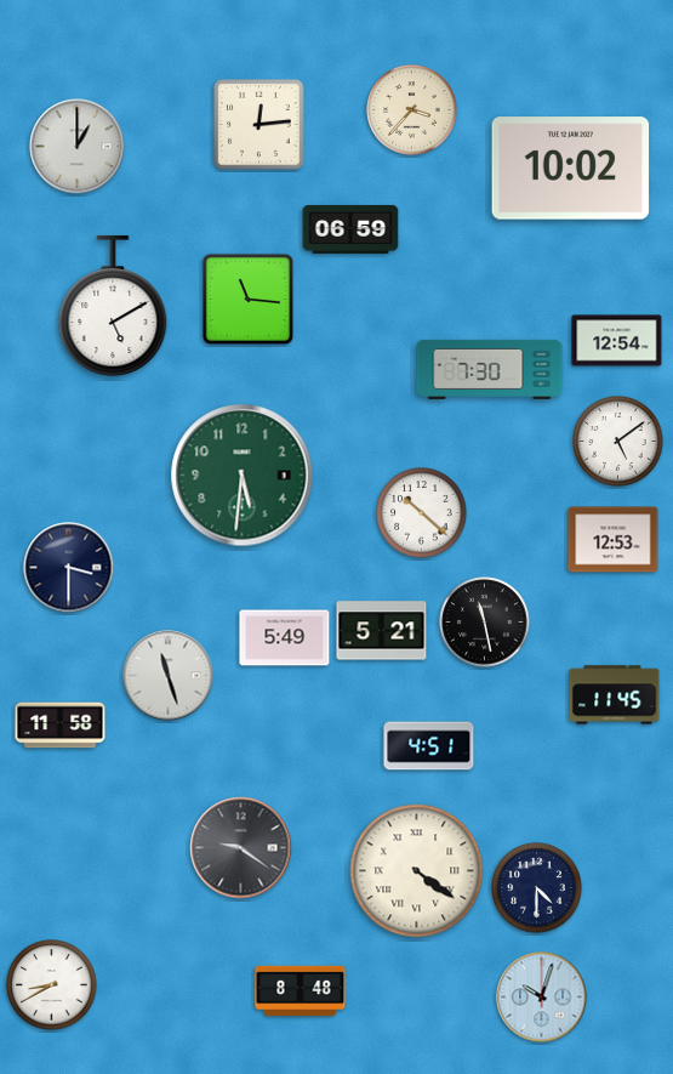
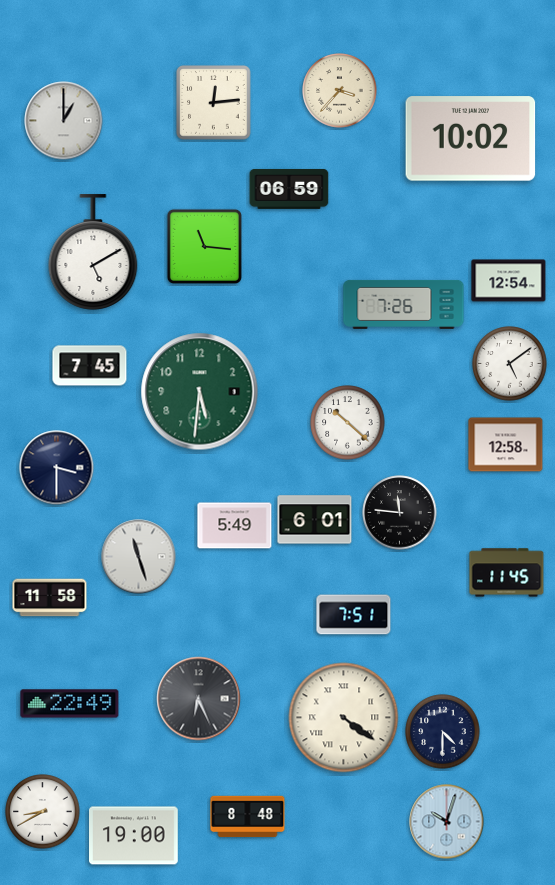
clock at (490, 369): 7:30 -> 7:26
clock at (90, 366): none -> 7:45
clock at (614, 540): 12:53 -> 12:58
clock at (485, 623): 11:28 -> 11:46
clock at (382, 631): 5:21 -> 6:01
clock at (429, 746): 4:51 -> 7:51
clock at (241, 848): 9:21 -> 6:26
clock at (70, 704): none -> 22:49
clock at (134, 836): none -> 19:00
